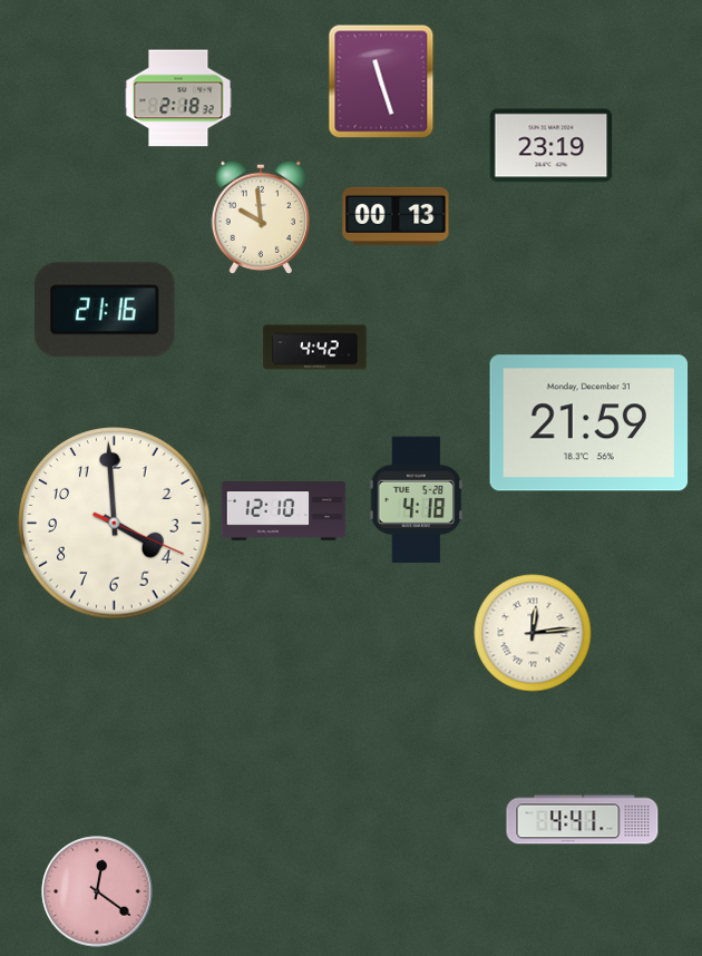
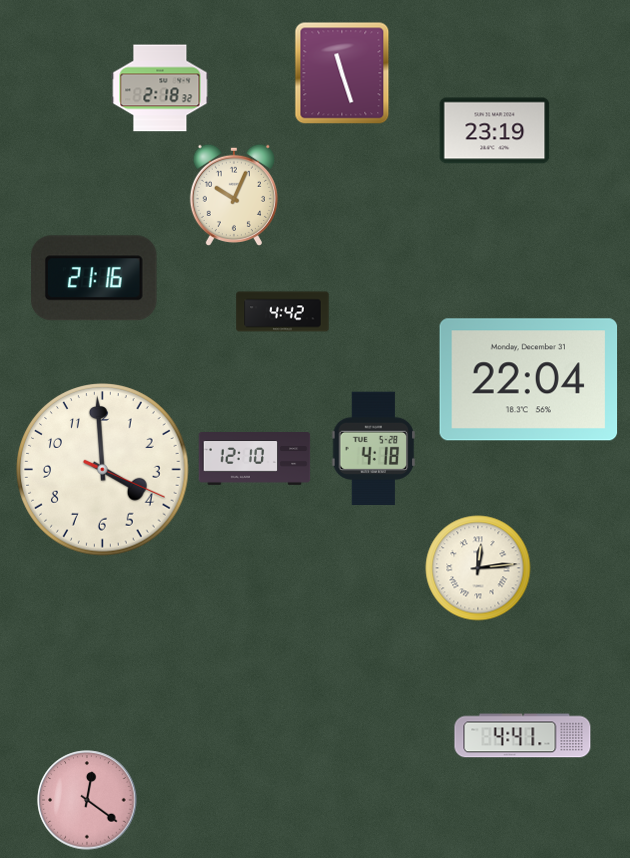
clock at (396, 216): 00:13 -> none
clock at (261, 217): 9:59 -> 10:04
clock at (589, 423): 21:59 -> 22:04
